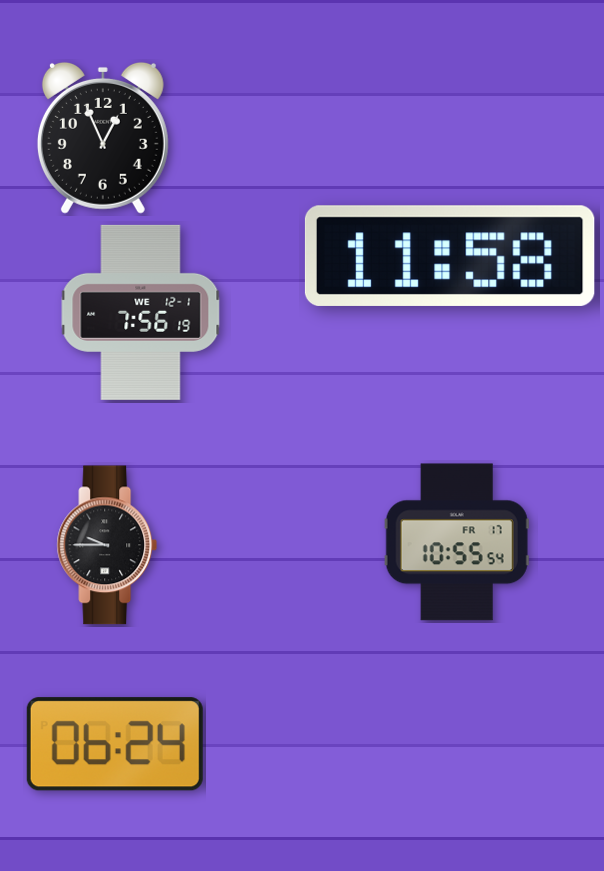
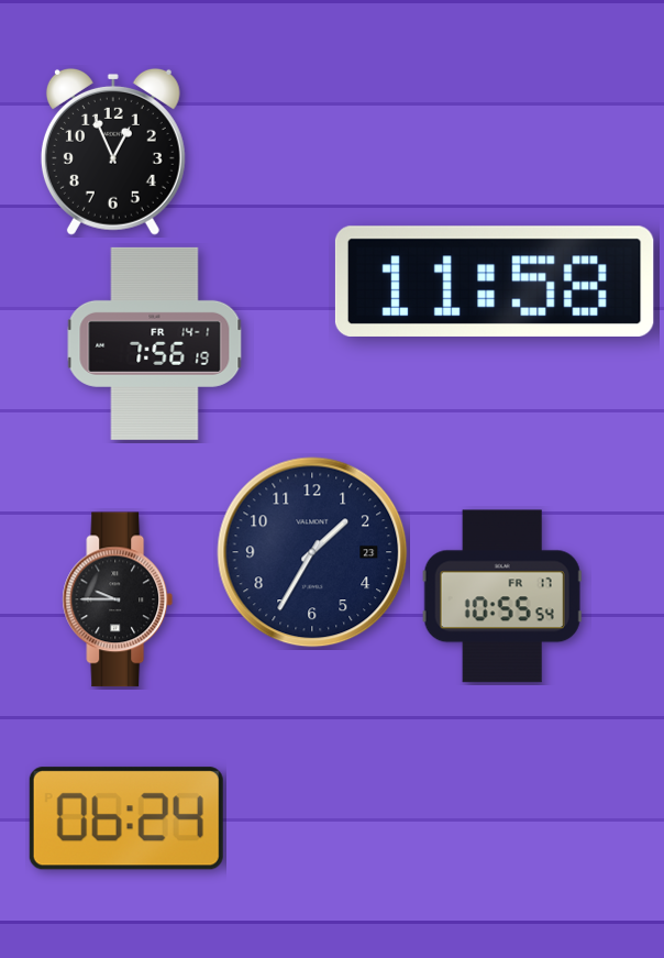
clock at (141, 312) date: WE 12-1 -> FR 14-1
clock at (312, 552): none -> 1:35
